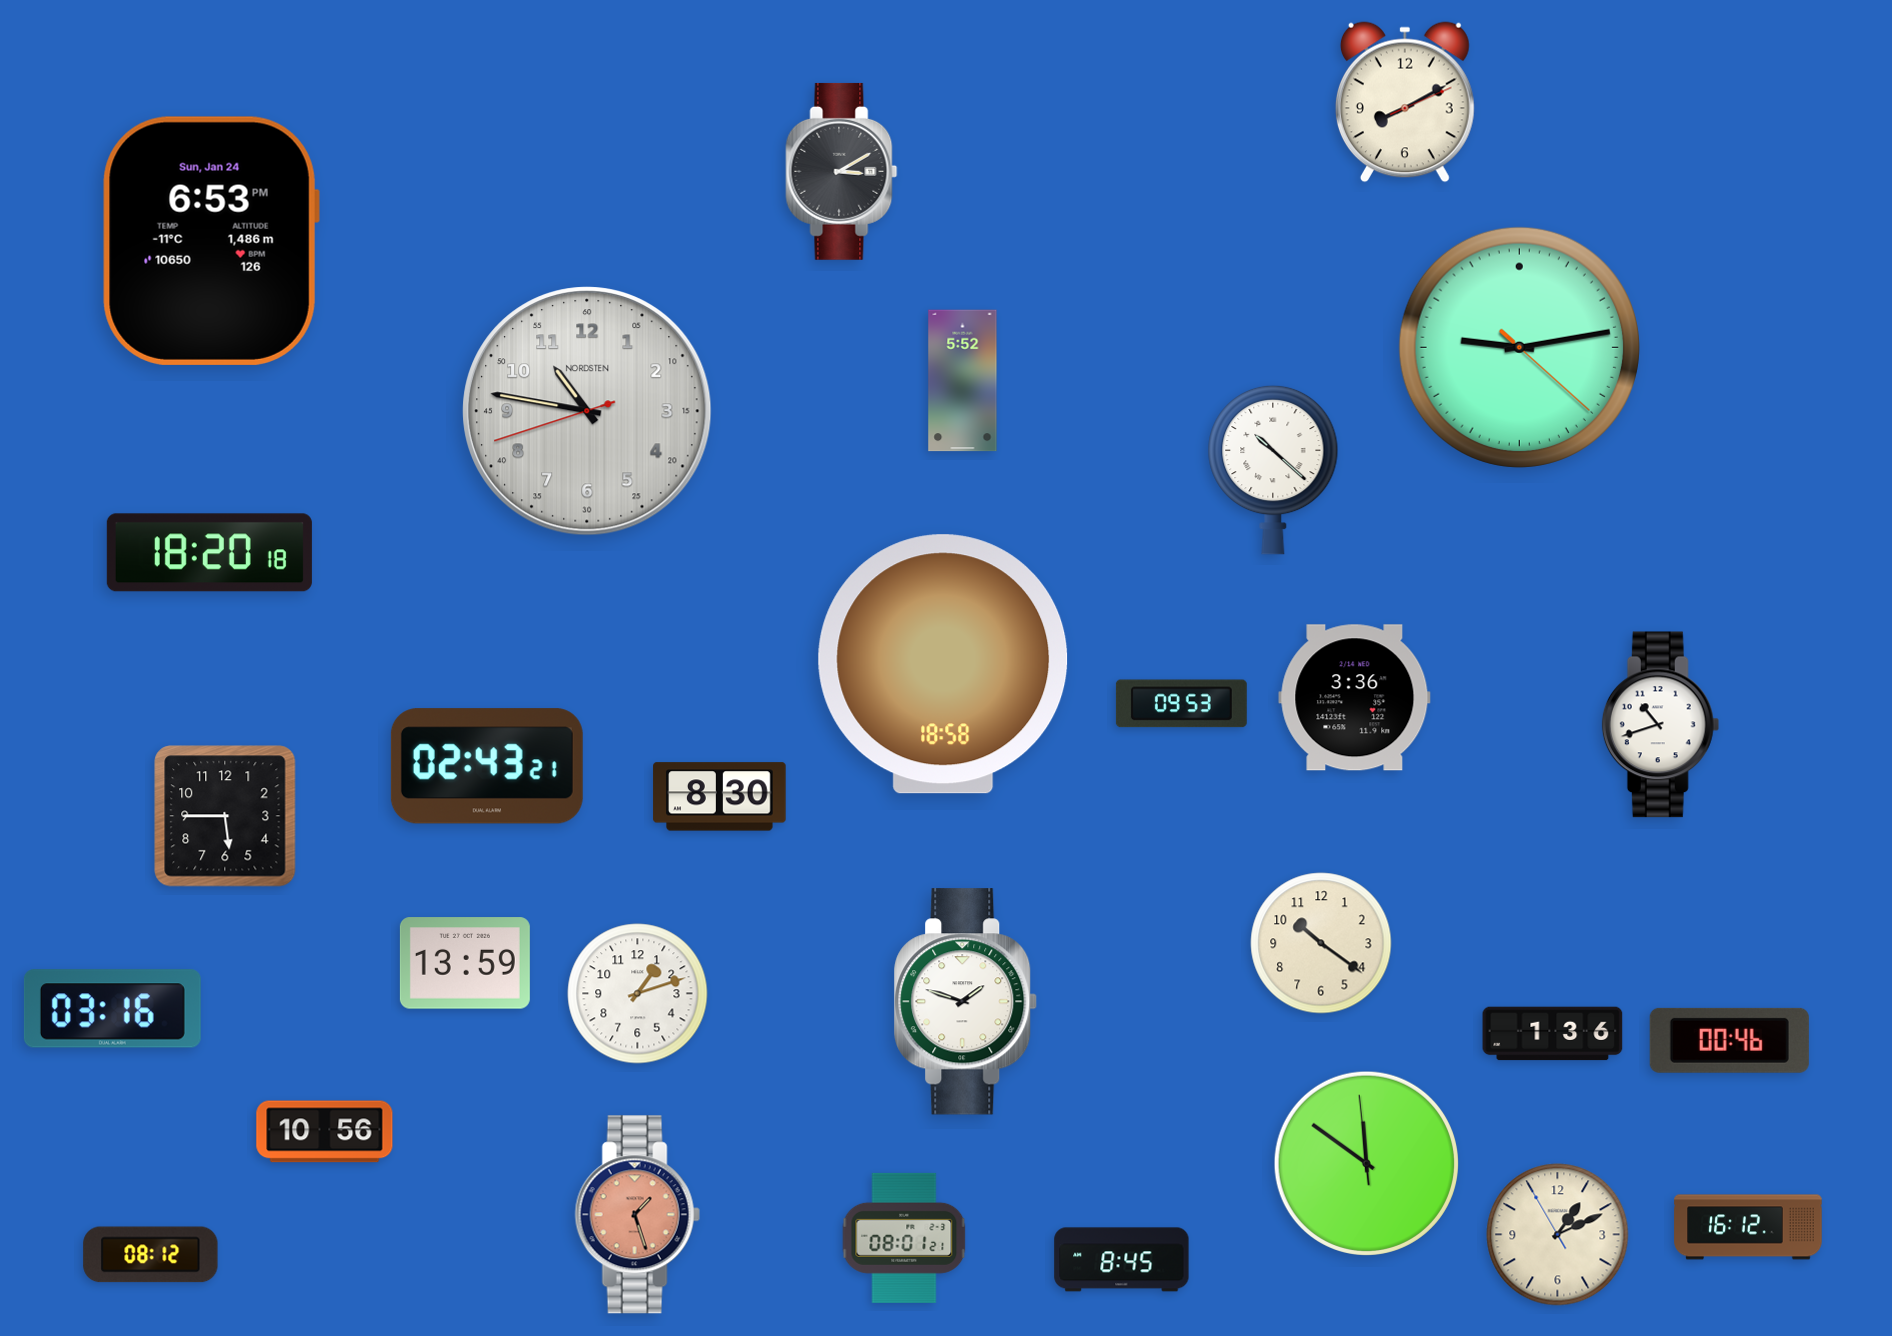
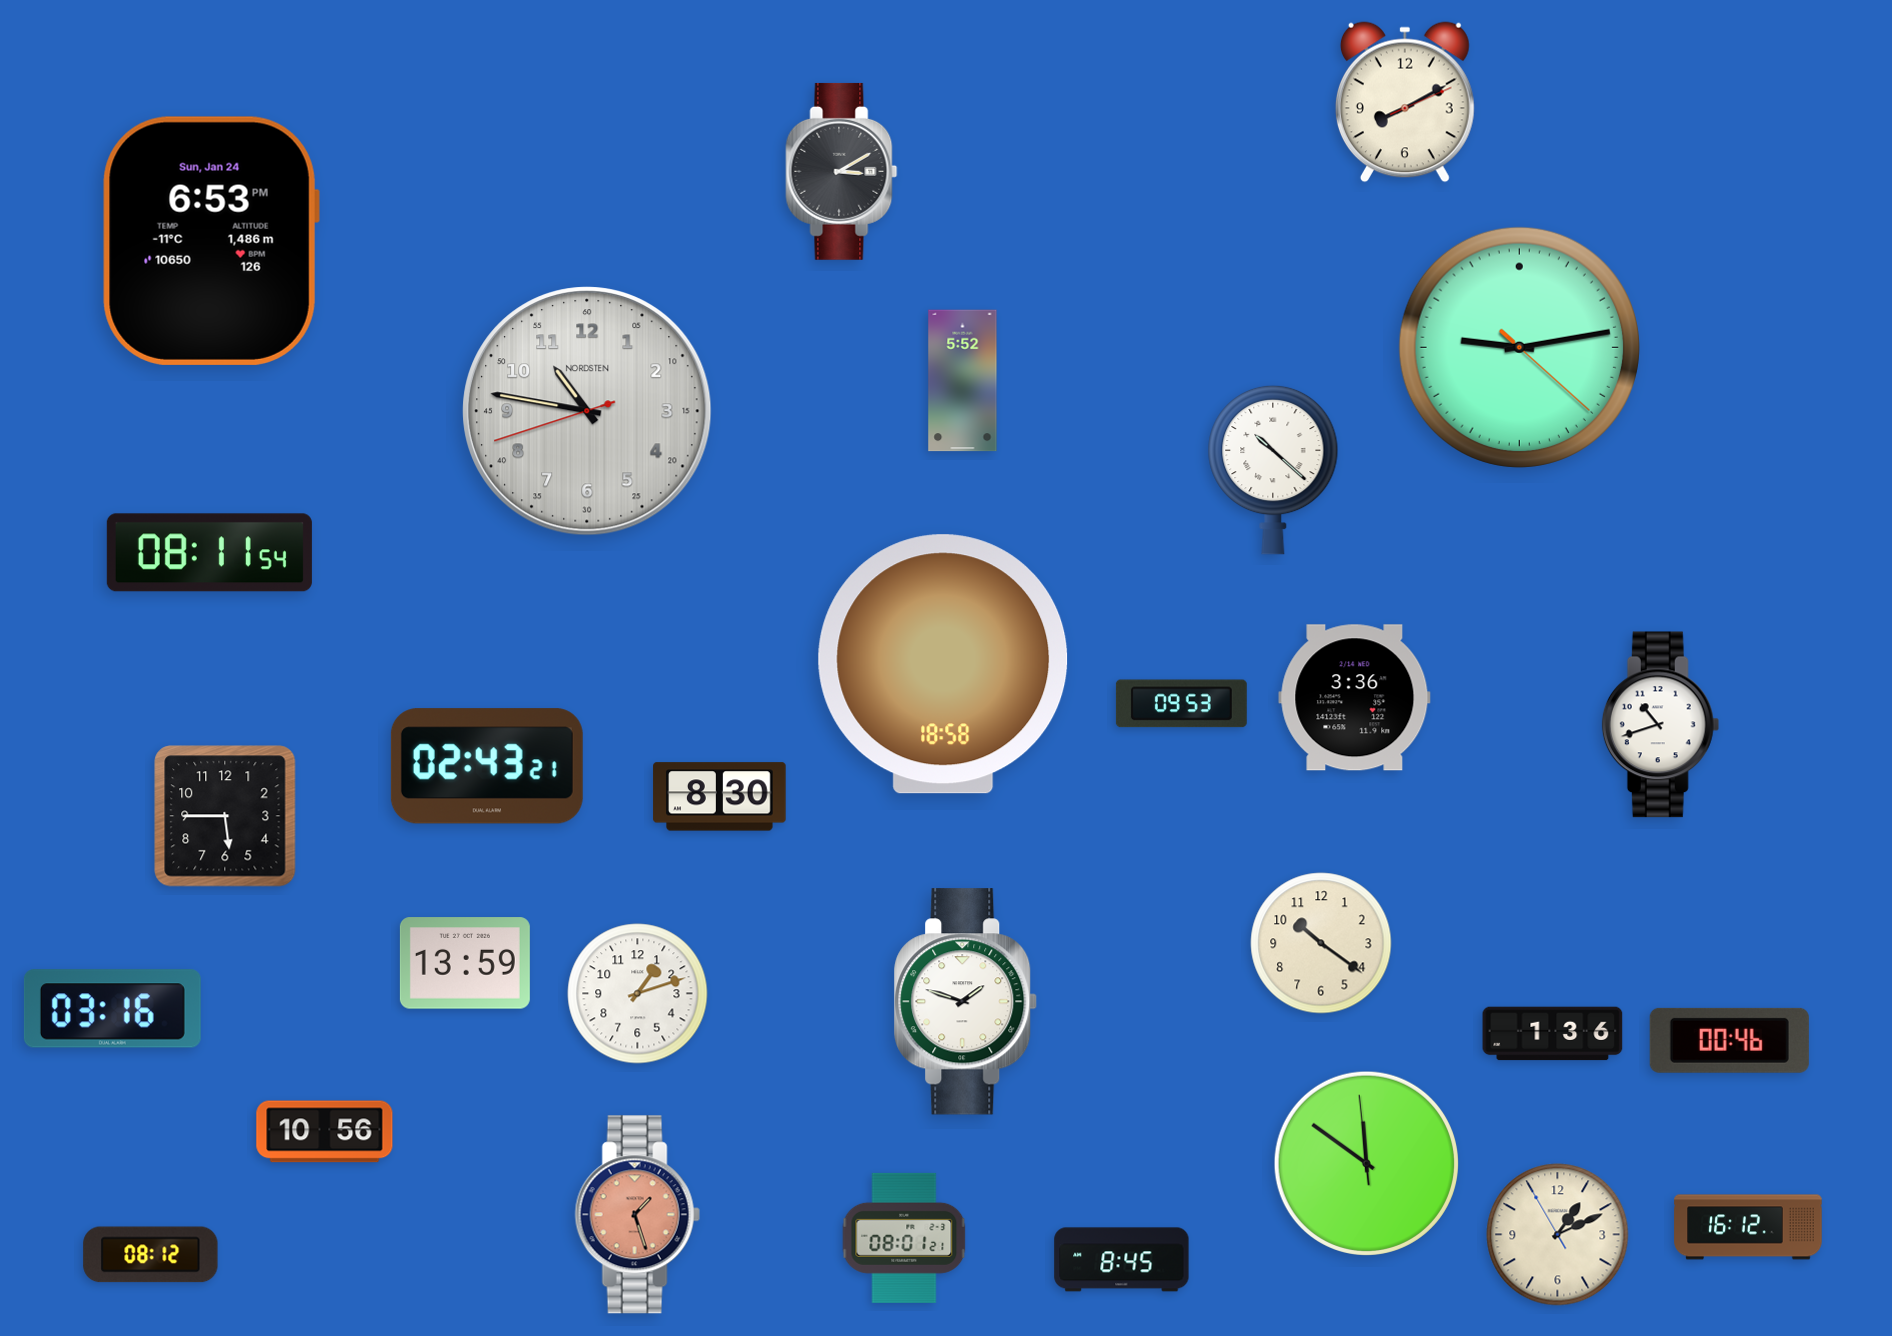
clock at (209, 553): 18:20 -> 08:11
